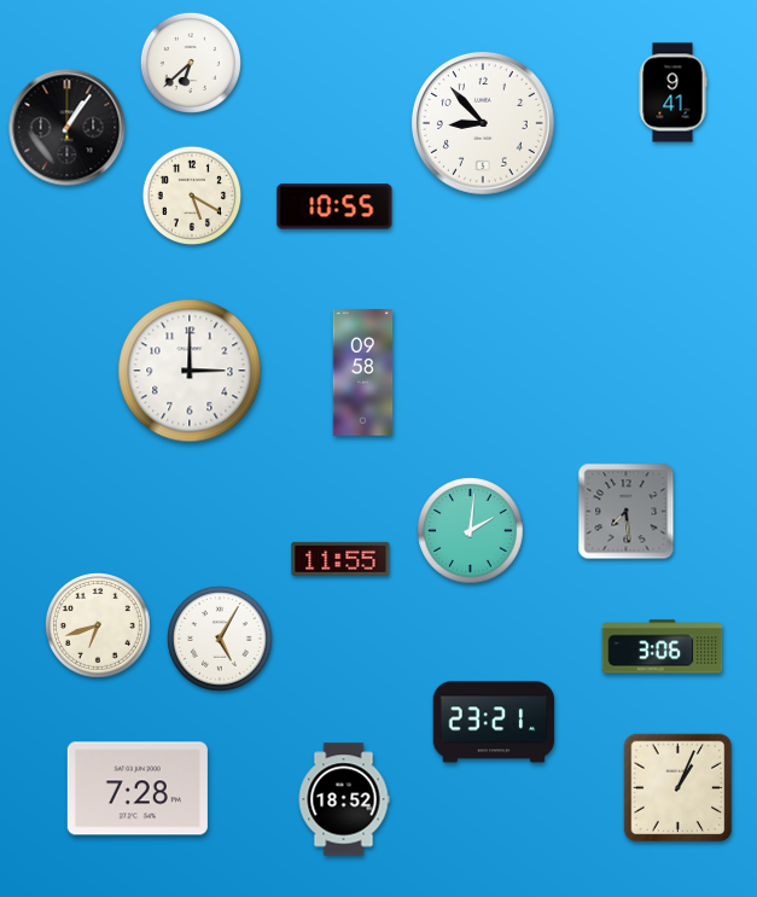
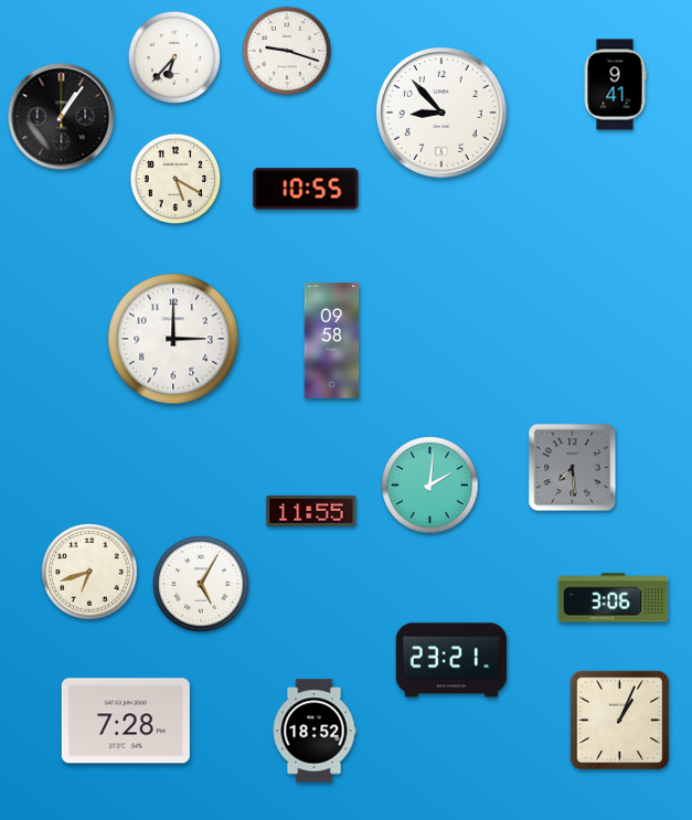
clock at (287, 51): none -> 9:18
clock at (191, 63): 6:38 -> 6:37
clock at (663, 647) position: (663, 647) -> (614, 598)
